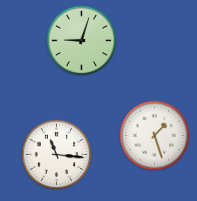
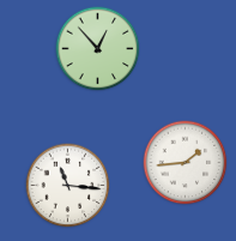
clock at (82, 41): 9:03 -> 12:53
clock at (155, 136): 1:27 -> 1:44
